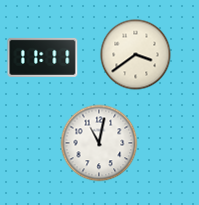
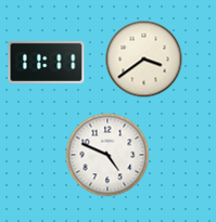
clock at (136, 55) position: (136, 55) -> (144, 60)
clock at (99, 143): 11:02 -> 4:49
